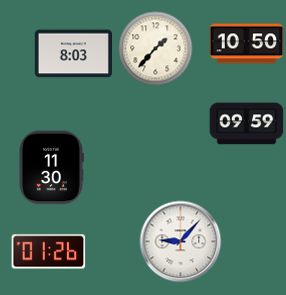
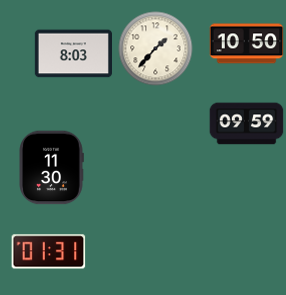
clock at (181, 242): 9:07 -> none
clock at (49, 252): 01:26 -> 01:31
